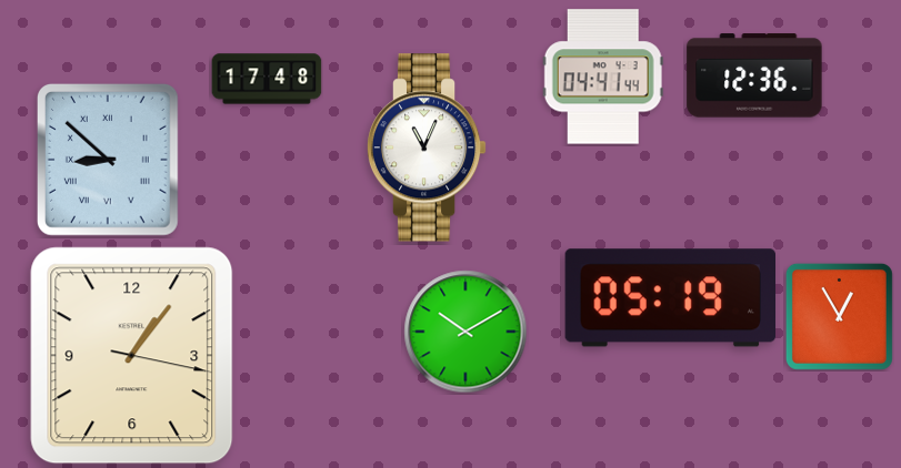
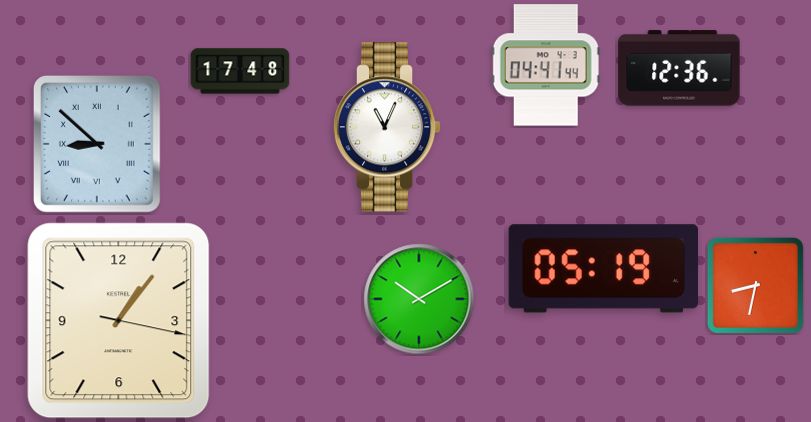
clock at (603, 77) position: (603, 77) -> (546, 65)
clock at (427, 147) position: (427, 147) -> (387, 127)
clock at (839, 316): 12:55 -> 8:32
